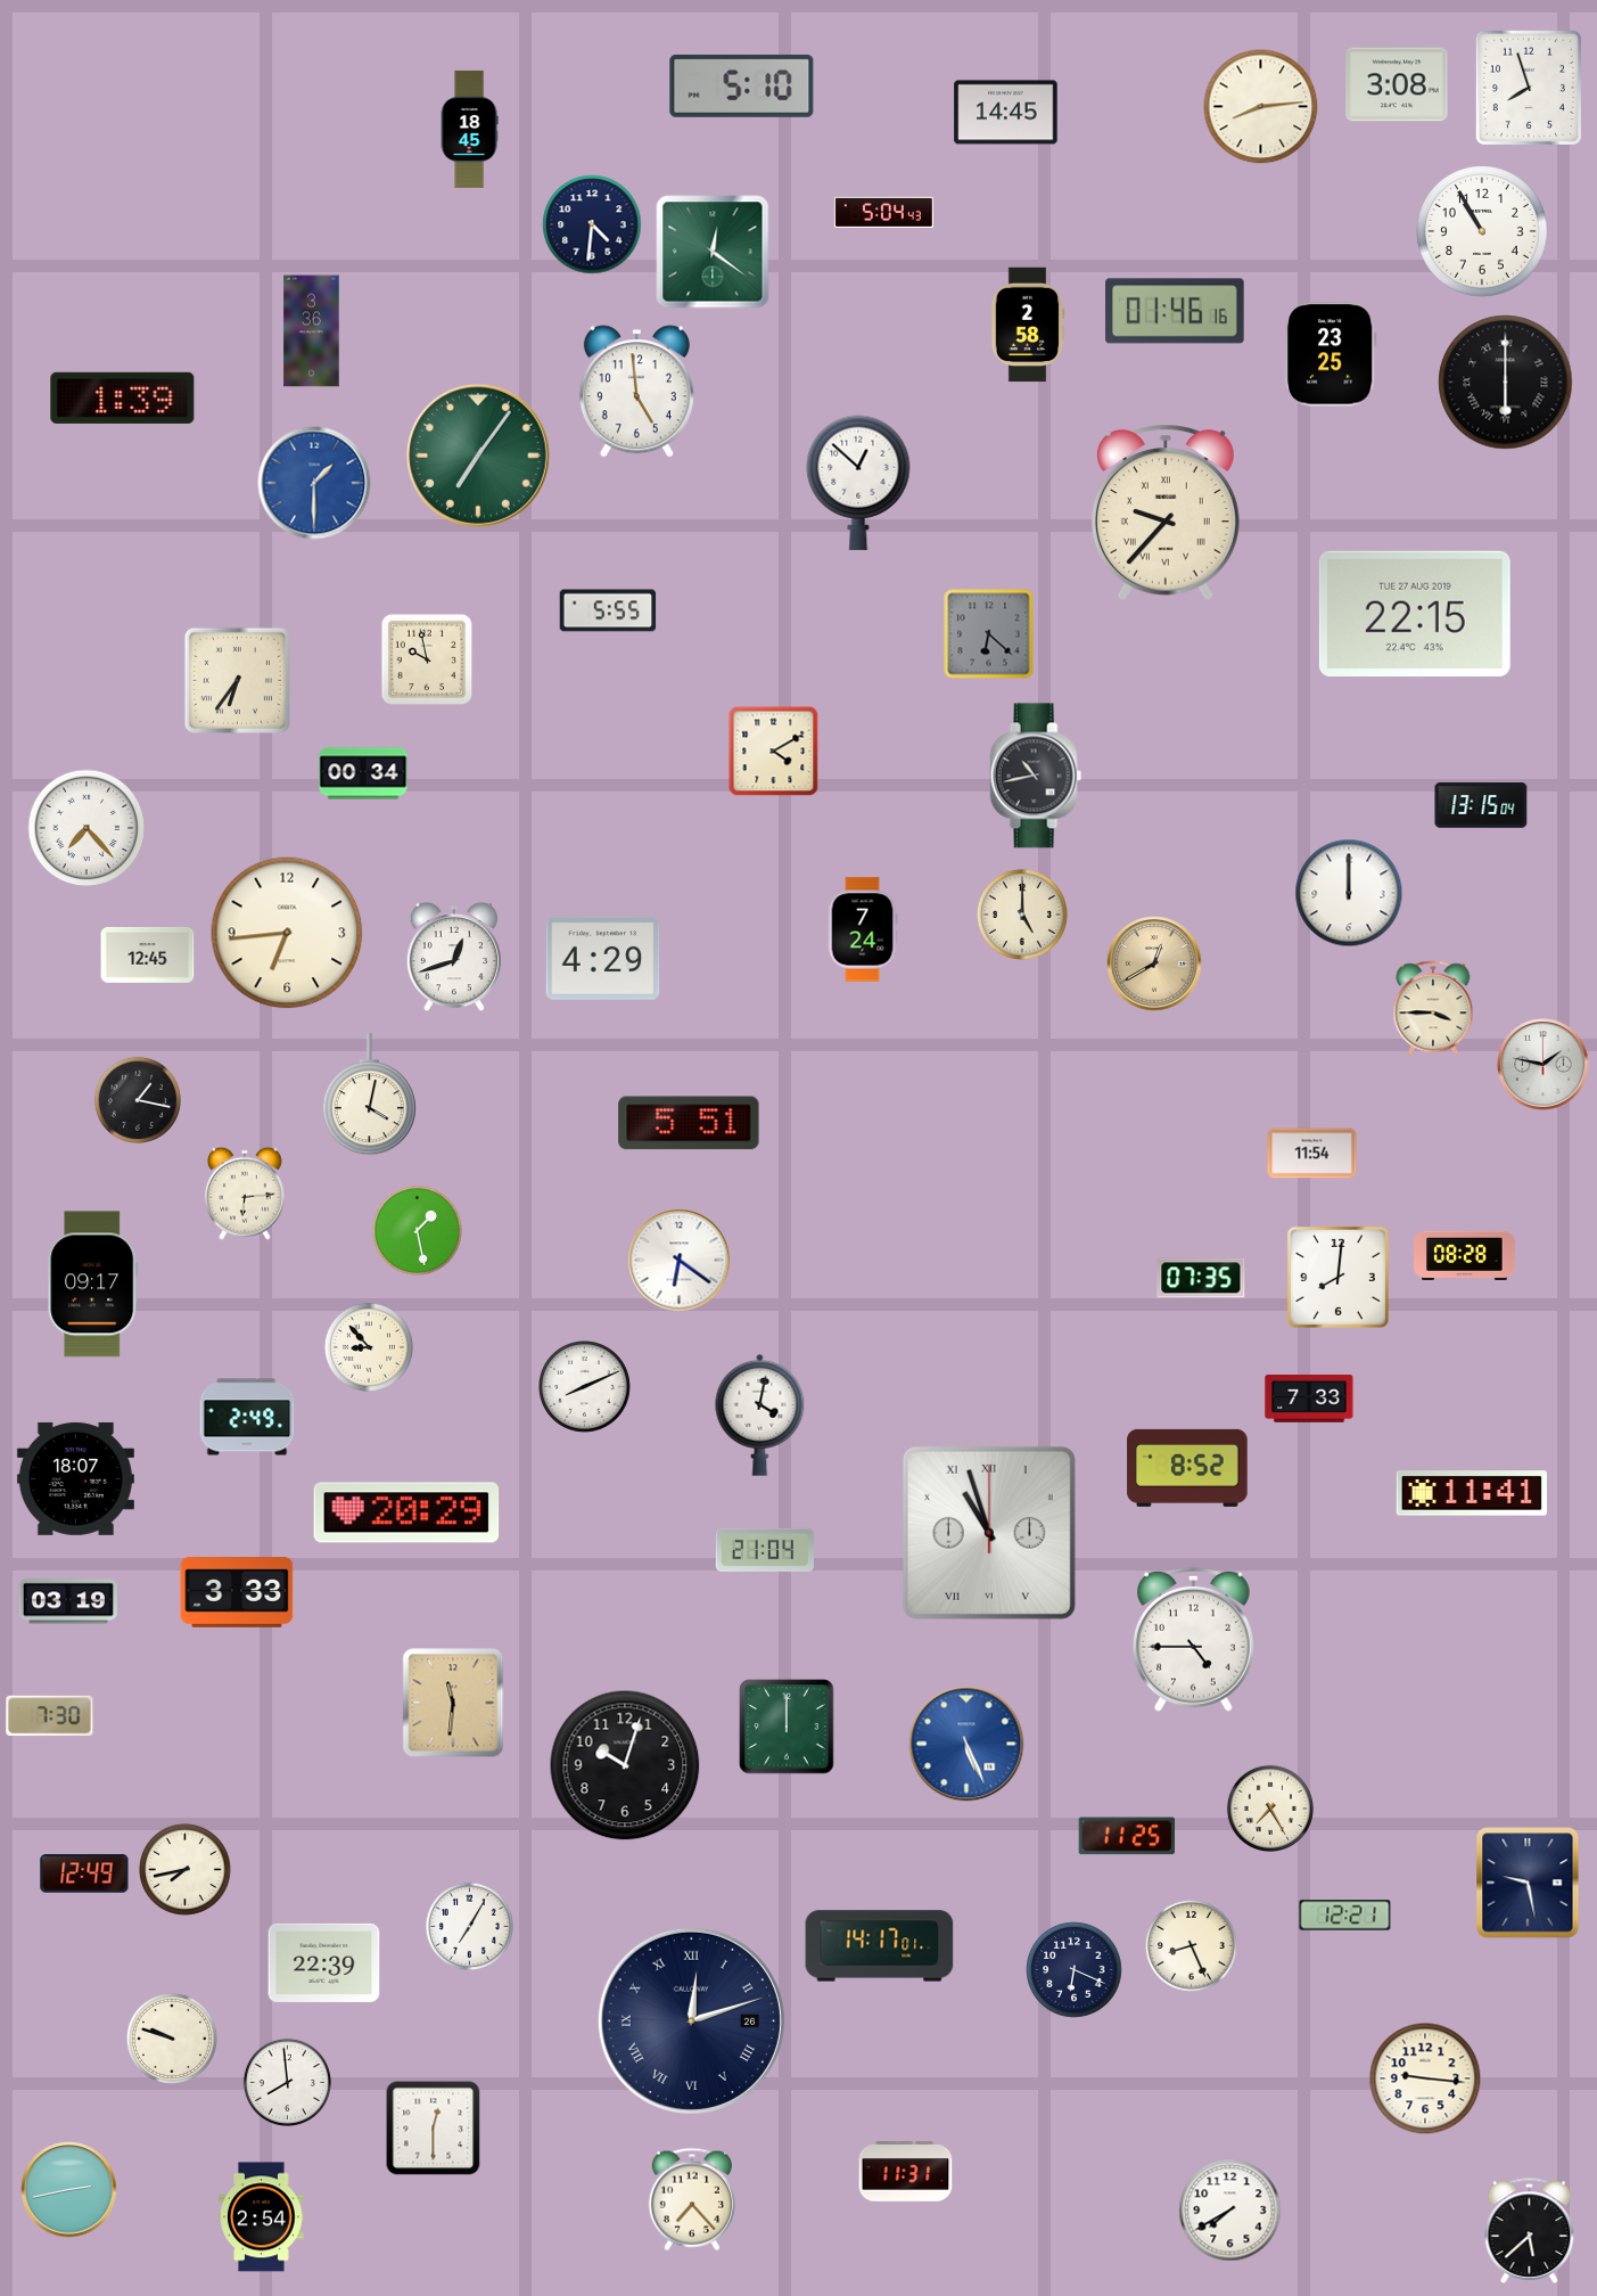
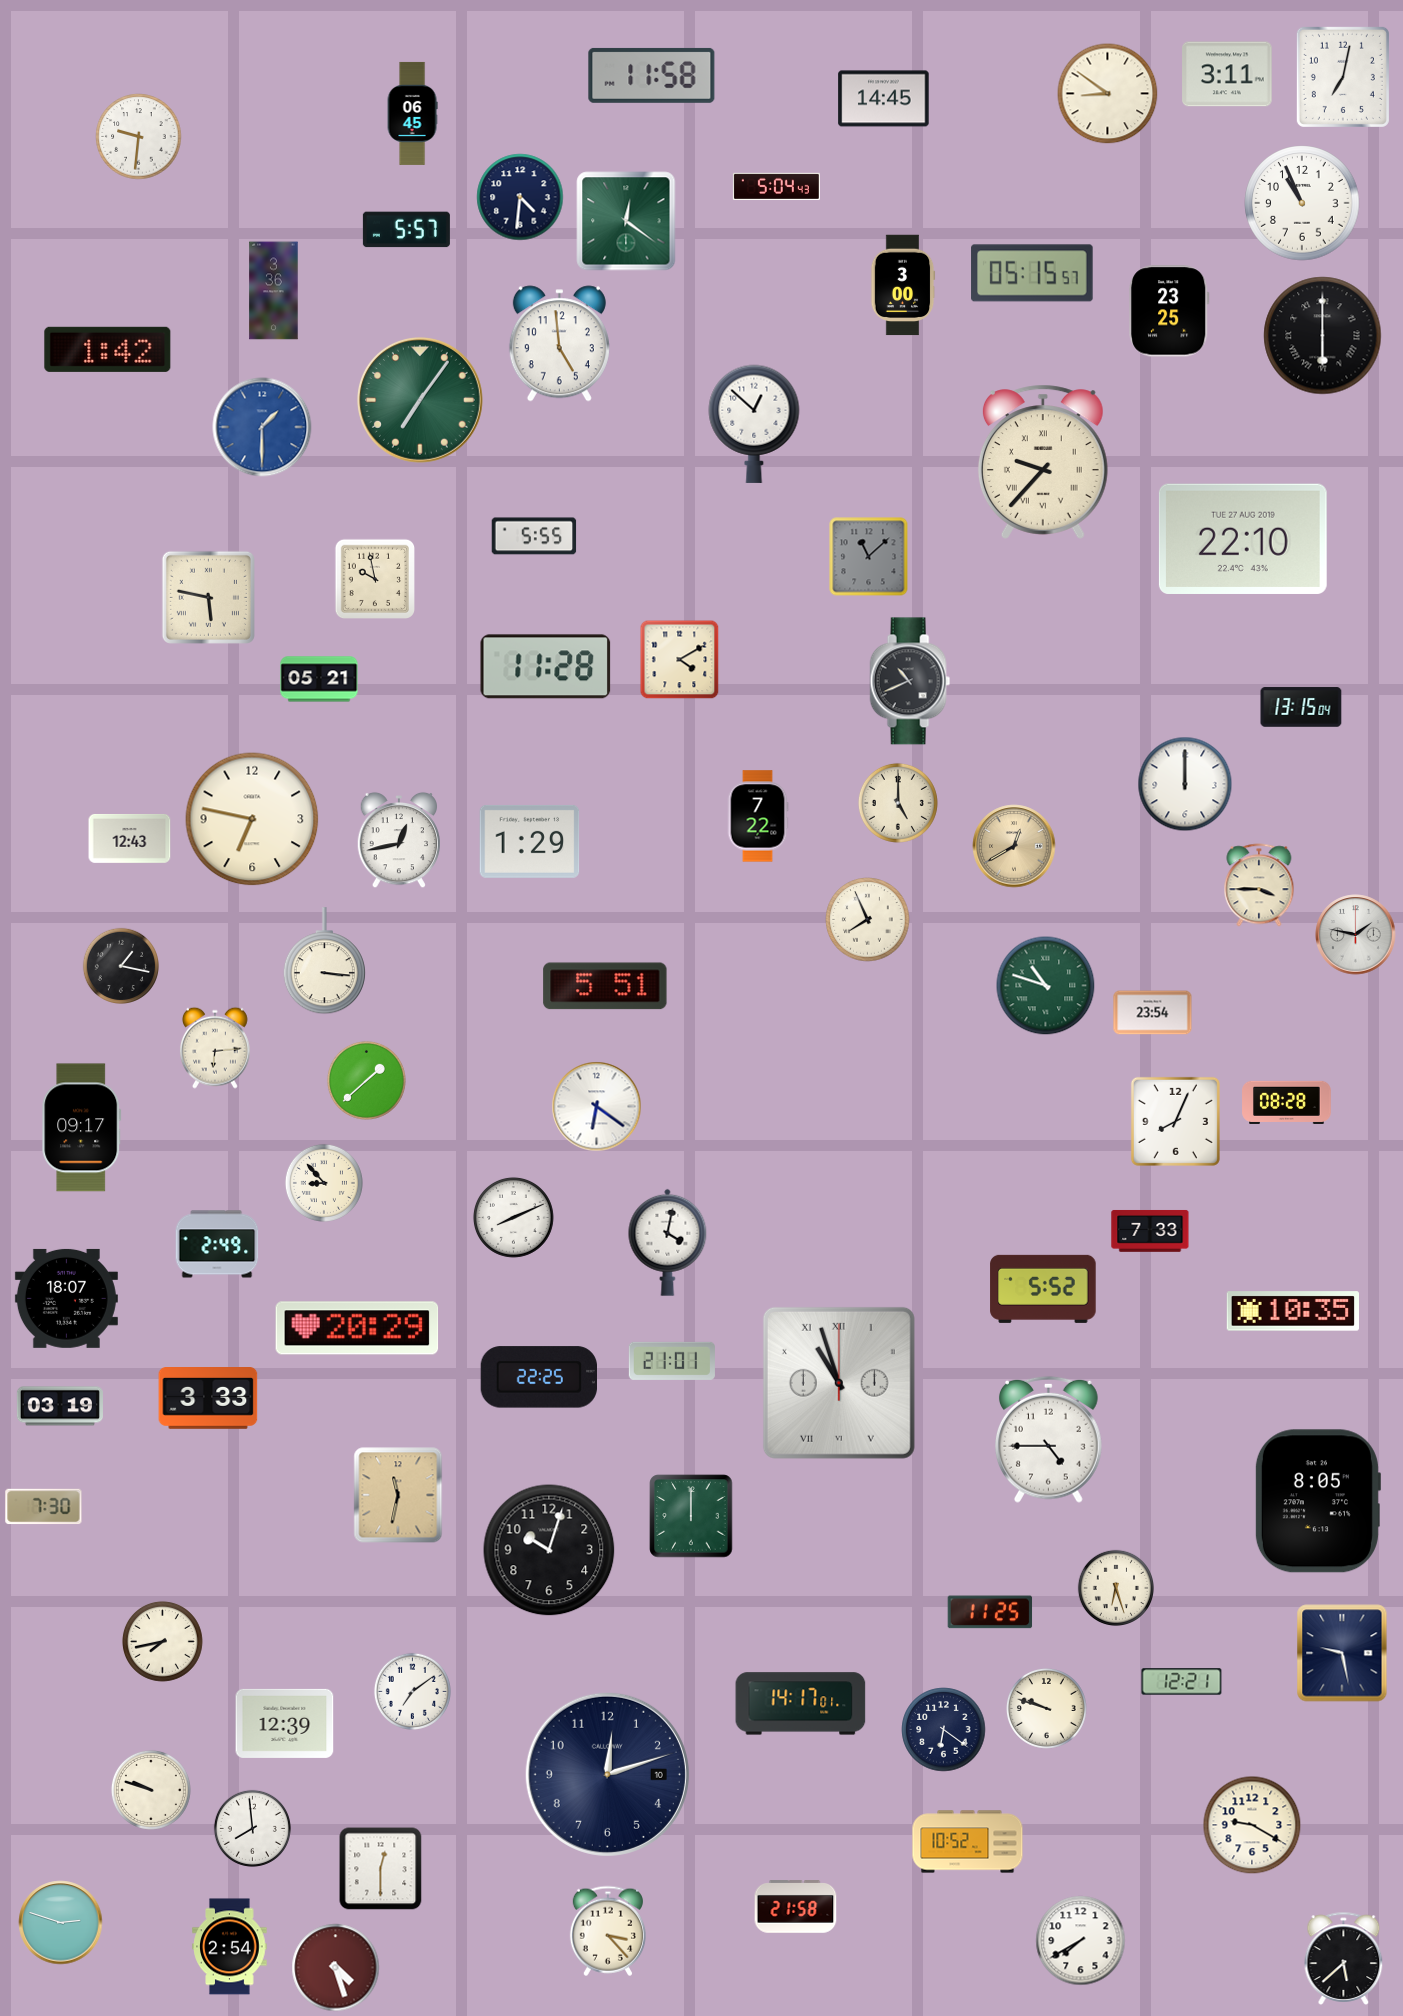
clock at (1397, 84): 3:08 -> 3:11
clock at (742, 85): 5:10 -> 11:58
clock at (1529, 88): 7:57 -> 7:02
clock at (1261, 107): 8:14 -> 8:51
clock at (469, 129): 18:45 -> 06:45
clock at (139, 137): none -> 9:31
clock at (1482, 231): 10:55 -> 10:56
clock at (406, 230): none -> 5:57
clock at (1175, 311): 01:46 -> 05:15
clock at (1028, 325): 2:58 -> 3:00
clock at (123, 397): 1:39 -> 1:42
clock at (314, 483) position: (314, 483) -> (262, 427)
clock at (1166, 512) position: (1166, 512) -> (1043, 462)
clock at (1415, 614): 22:15 -> 22:10
clock at (989, 634): 6:22 -> 11:08
clock at (237, 680): 6:36 -> 5:47
clock at (546, 667): none -> 11:28
clock at (363, 773): 00:34 -> 05:21
clock at (1036, 776): 10:43 -> 10:41
clock at (87, 828): 7:23 -> none
clock at (863, 929): 7:24 -> 7:22
clock at (287, 933): 6:44 -> 6:47
clock at (148, 954): 12:45 -> 12:43
clock at (453, 957): 12:42 -> 12:43
clock at (603, 958): 4:29 -> 1:29
clock at (868, 920): none -> 7:56
clock at (369, 1094): 4:02 -> 3:16
clock at (1046, 986): none -> 10:48
clock at (1312, 1154): 11:54 -> 23:54
clock at (417, 1230): 1:28 -> 1:38
clock at (1337, 1277): 8:01 -> 8:04
clock at (1201, 1278): 07:35 -> none
clock at (1309, 1399) position: (1309, 1399) -> (1150, 1231)
clock at (1187, 1468): 8:52 -> 5:52
clock at (1471, 1493): 11:41 -> 10:35
clock at (989, 1533) position: (989, 1533) -> (839, 1383)
clock at (765, 1550): 21:04 -> 21:01
clock at (538, 1377): none -> 22:25
clock at (453, 1703): 11:31 -> 11:32
clock at (1317, 1501): none -> 8:05
clock at (966, 1744): 5:26 -> none
clock at (1269, 1807): 7:25 -> 6:27
clock at (84, 1873): 12:49 -> none
clock at (469, 1926): 7:05 -> 7:09
clock at (1191, 1945): 8:26 -> 9:48
clock at (880, 1946) position: (880, 1946) -> (801, 1704)
clock at (324, 1962): 22:39 -> 12:39
clock at (1075, 1970): 6:19 -> 6:21
clock at (691, 2020) date: 26 -> 10
clock at (691, 2020) numerals: Roman -> Arabic
clock at (1425, 2078): 9:16 -> 9:20
clock at (968, 1842): none -> 10:52
clock at (906, 2172): 11:31 -> 21:58
clock at (69, 2190): 2:43 -> 2:48
clock at (692, 2199): 7:23 -> 3:23
clock at (336, 1968): none -> 4:27
